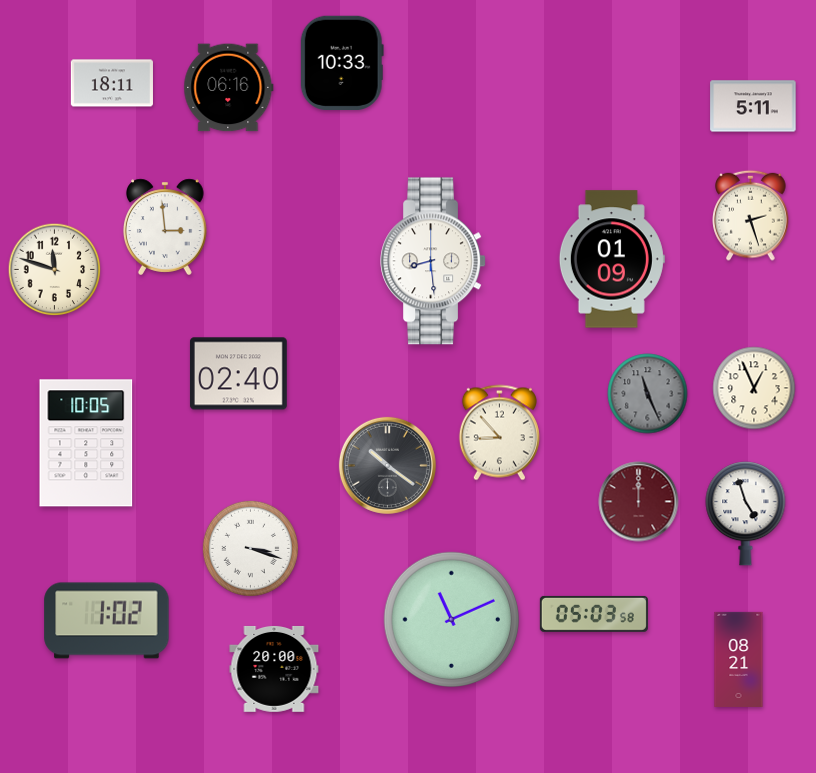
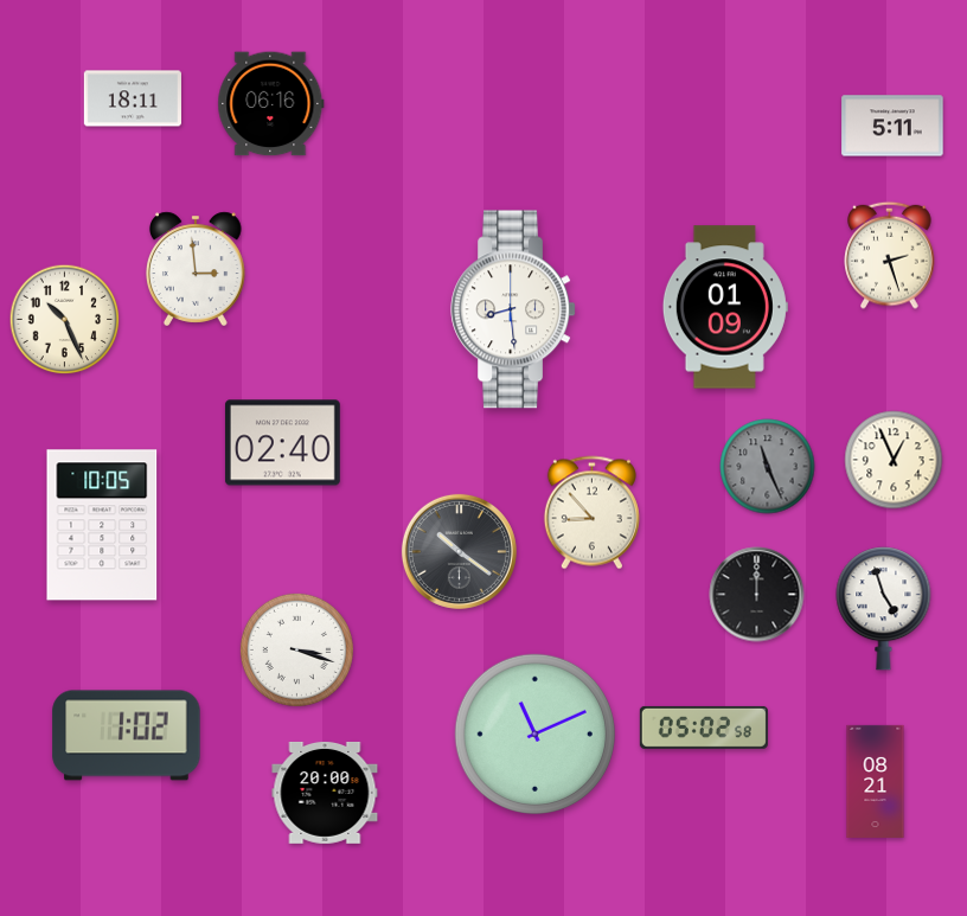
clock at (342, 62): 10:33 -> none
clock at (55, 270): 11:48 -> 10:26
clock at (639, 502) dial: burgundy -> black
clock at (594, 614): 05:03 -> 05:02
